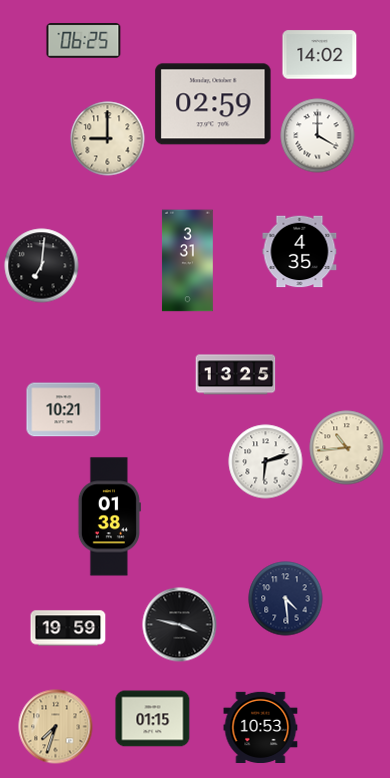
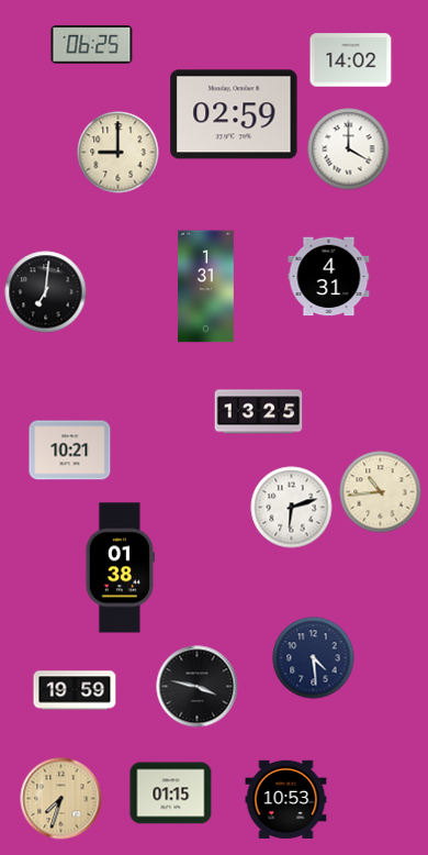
clock at (300, 252): 4:35 -> 4:31
clock at (187, 261): 3:31 -> 1:31
clock at (153, 719) position: (153, 719) -> (171, 793)
